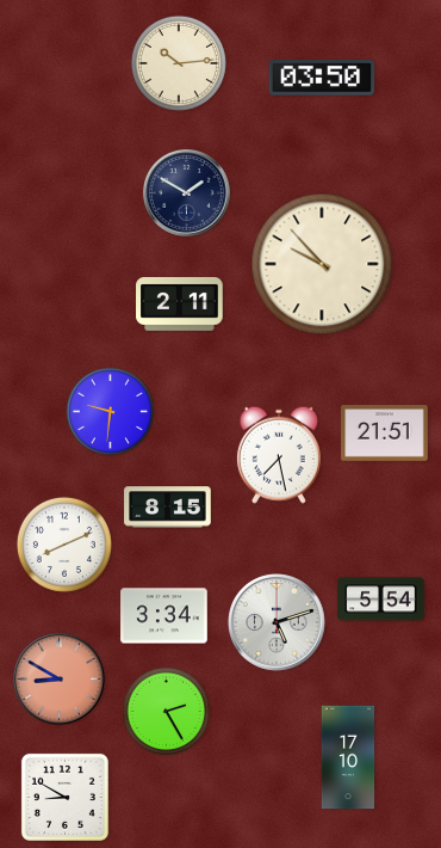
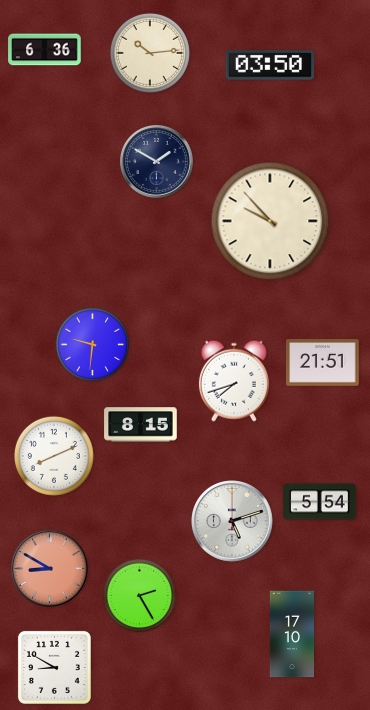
clock at (45, 50): none -> 6:36
clock at (180, 303): 2:11 -> none
clock at (279, 455): 7:28 -> 7:42
clock at (164, 616): 3:34 -> none
